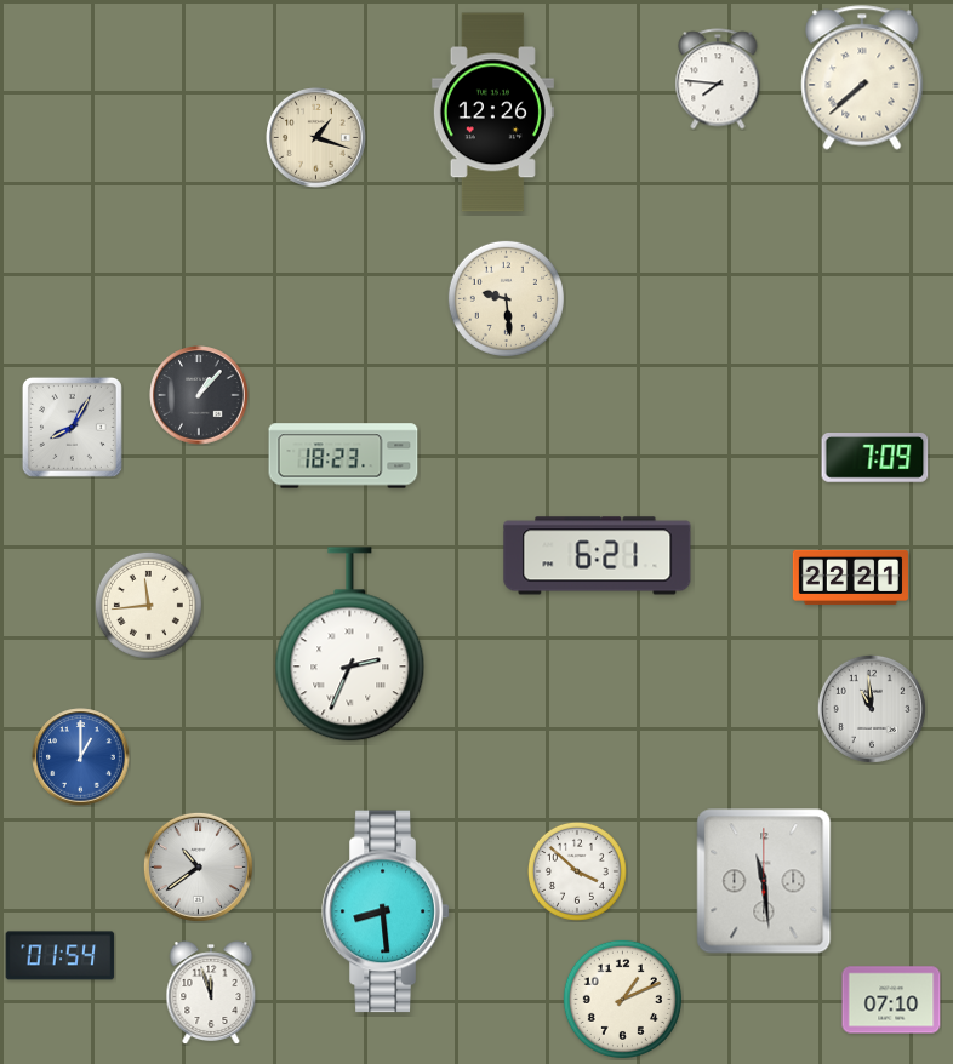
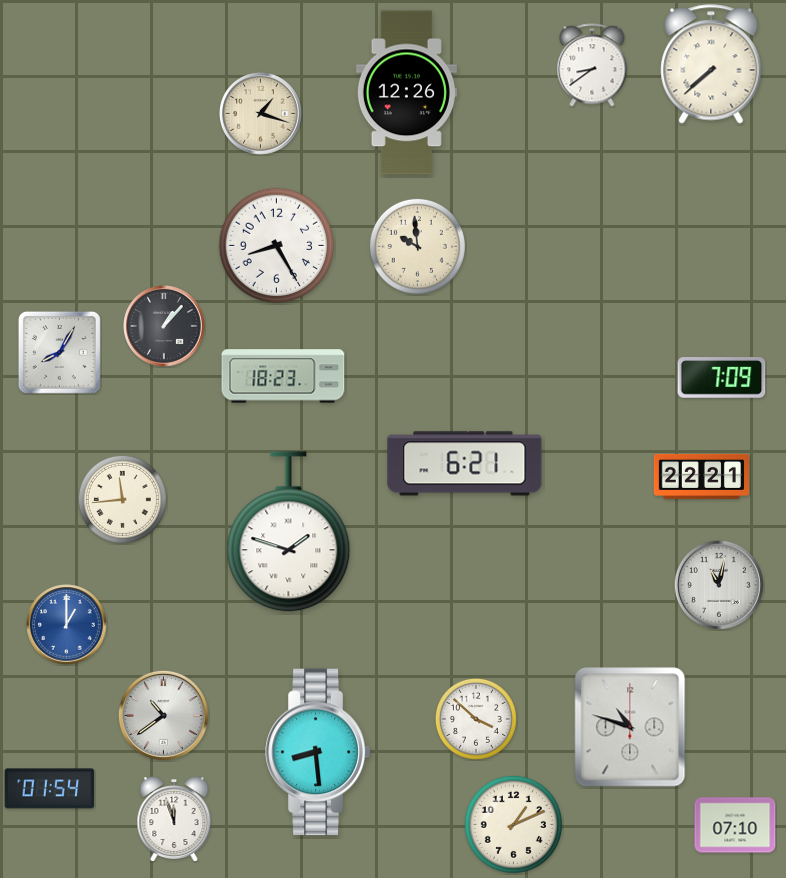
clock at (718, 79): 7:46 -> 8:39
clock at (277, 246): none -> 8:25
clock at (506, 298): 9:29 -> 9:59
clock at (598, 556) position: (598, 556) -> (465, 464)
clock at (350, 645): 2:34 -> 1:48
clock at (872, 709): 10:59 -> 11:02
clock at (764, 881): 11:29 -> 10:48
